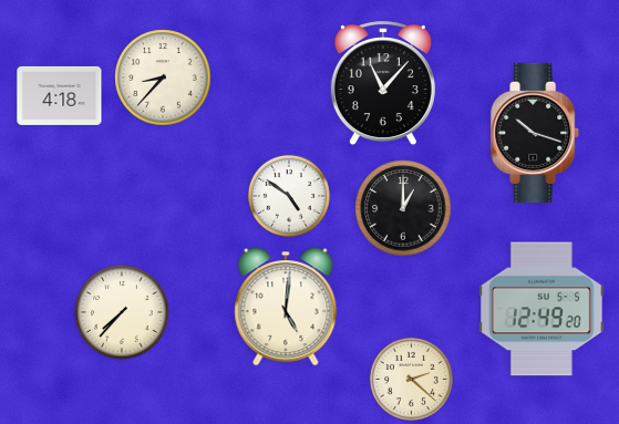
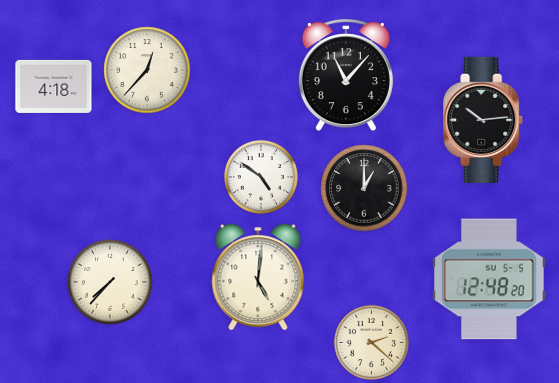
clock at (163, 77): 8:37 -> 12:37
clock at (536, 133): 10:18 -> 10:14
clock at (543, 309): 12:49 -> 12:48
